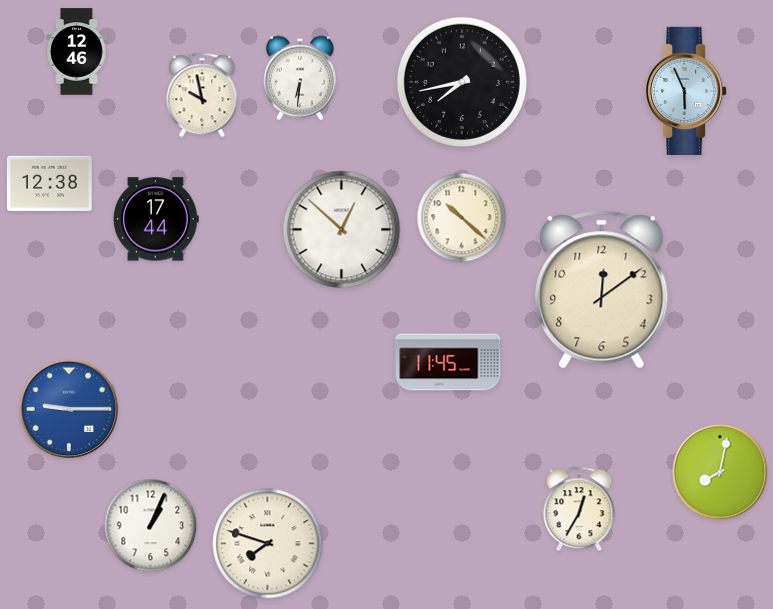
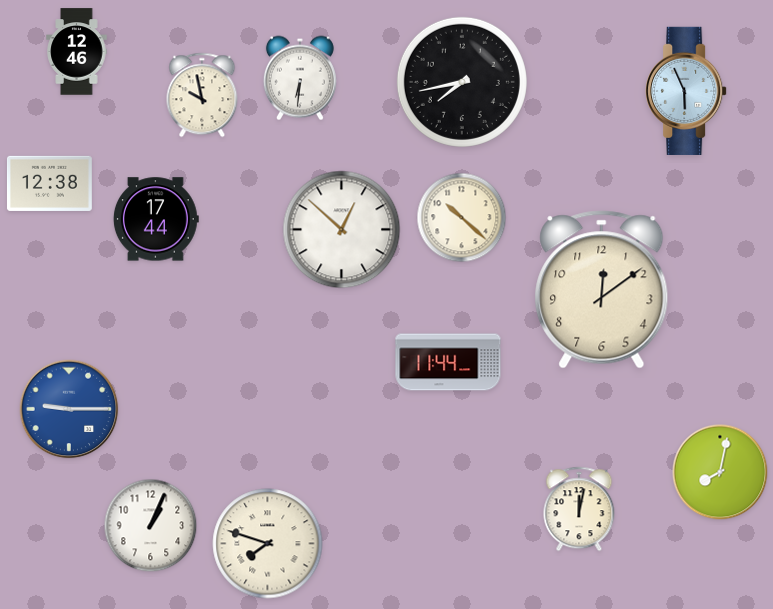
clock at (448, 362): 11:45 -> 11:44
clock at (579, 509): 12:35 -> 12:02
